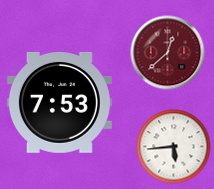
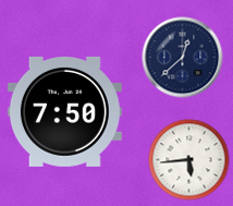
clock at (168, 53) dial: burgundy -> navy
clock at (59, 102): 7:53 -> 7:50
